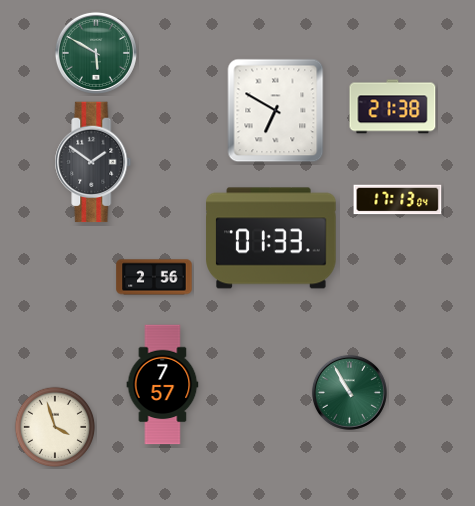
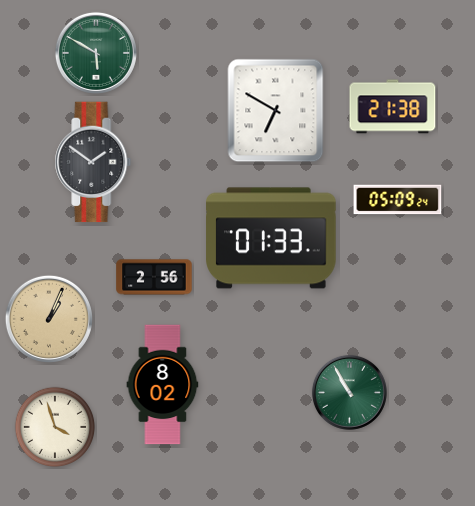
clock at (398, 200): 17:13 -> 05:09
clock at (49, 319): none -> 1:04
clock at (163, 385): 7:57 -> 8:02
